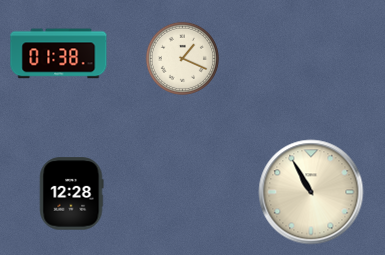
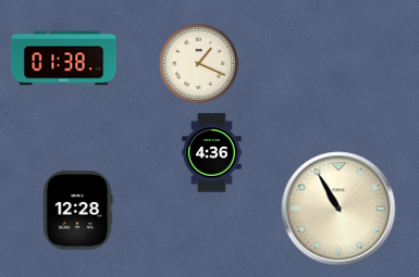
clock at (212, 153): none -> 4:36
